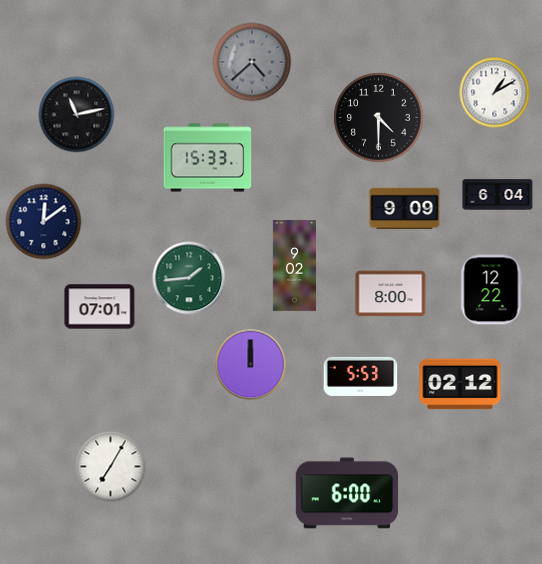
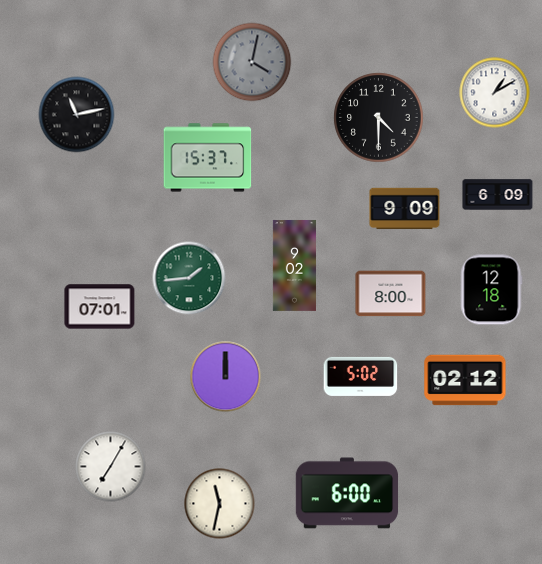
clock at (252, 62): 4:38 -> 4:02
clock at (208, 158): 15:33 -> 15:37
clock at (498, 195): 6:04 -> 6:09
clock at (44, 222): 12:09 -> none
clock at (492, 290): 12:22 -> 12:18
clock at (251, 365) position: (251, 365) -> (226, 377)
clock at (361, 376): 5:53 -> 5:02
clock at (460, 384) position: (460, 384) -> (465, 380)
clock at (220, 504): none -> 11:32
